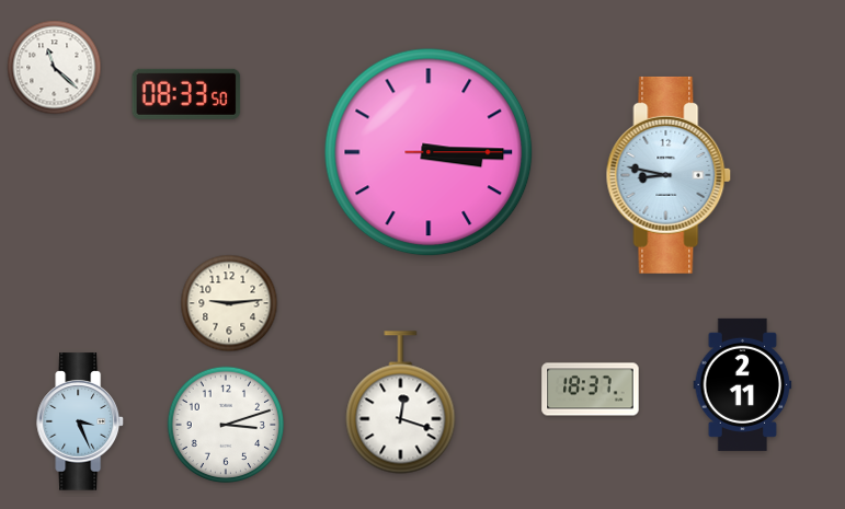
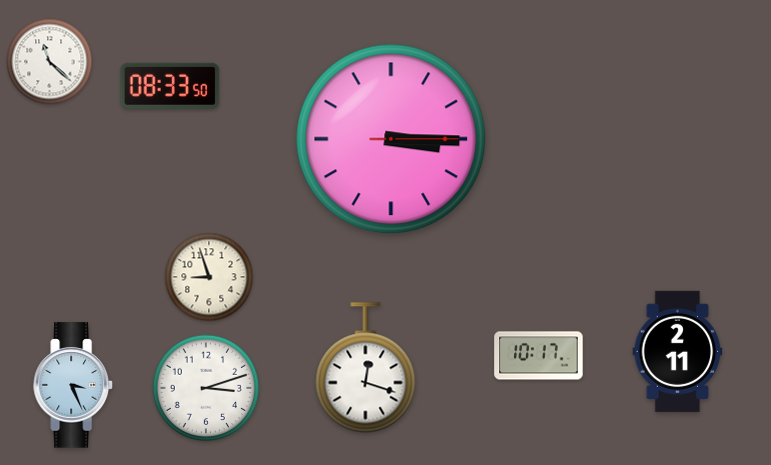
clock at (669, 175): 8:47 -> none
clock at (229, 303): 9:14 -> 8:57
clock at (591, 390): 18:37 -> 10:17
